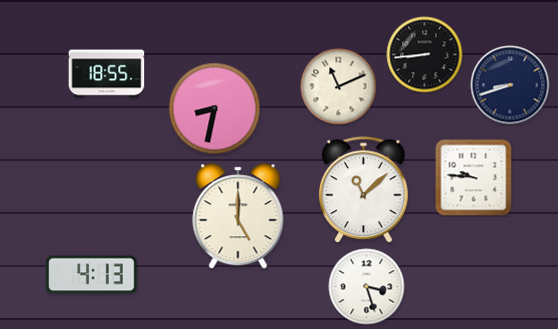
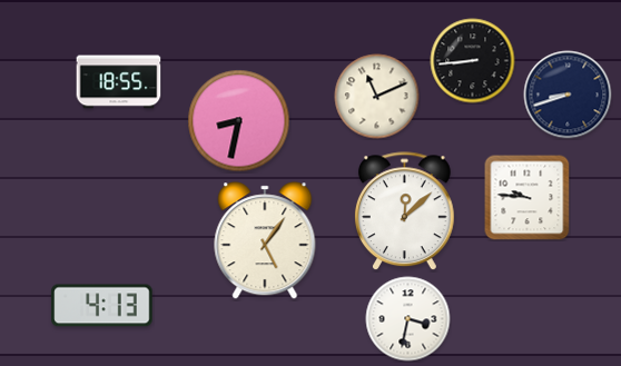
clock at (364, 190): 11:08 -> 12:08
clock at (238, 216): 5:00 -> 5:06
clock at (367, 287): 3:27 -> 3:32
